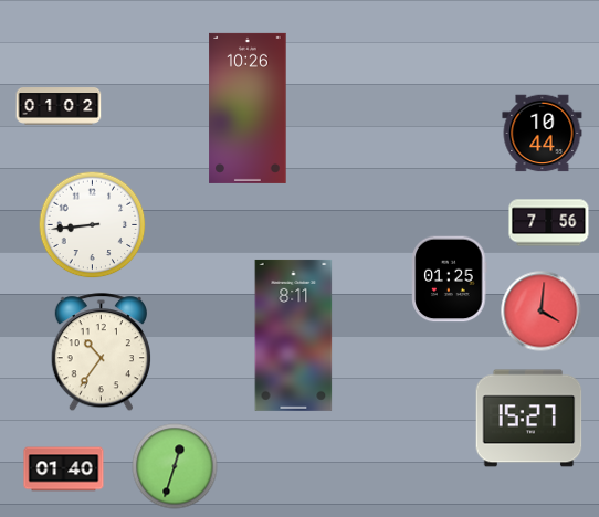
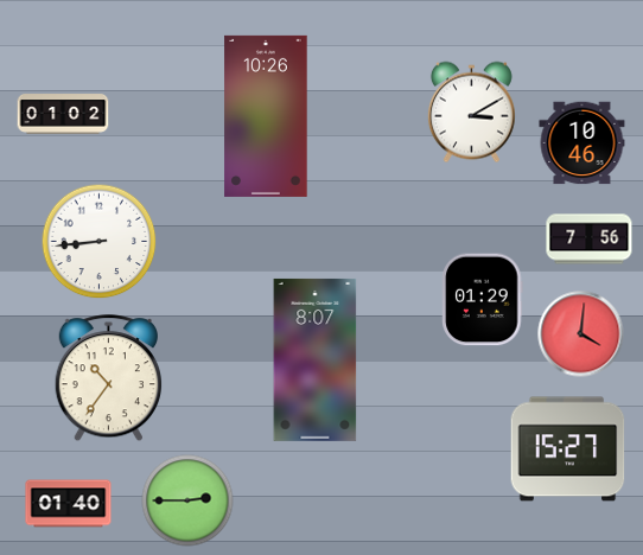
clock at (471, 113): none -> 3:10
clock at (543, 134): 10:44 -> 10:46
clock at (450, 279): 01:25 -> 01:29
clock at (294, 335): 8:11 -> 8:07
clock at (175, 466): 12:33 -> 2:45
